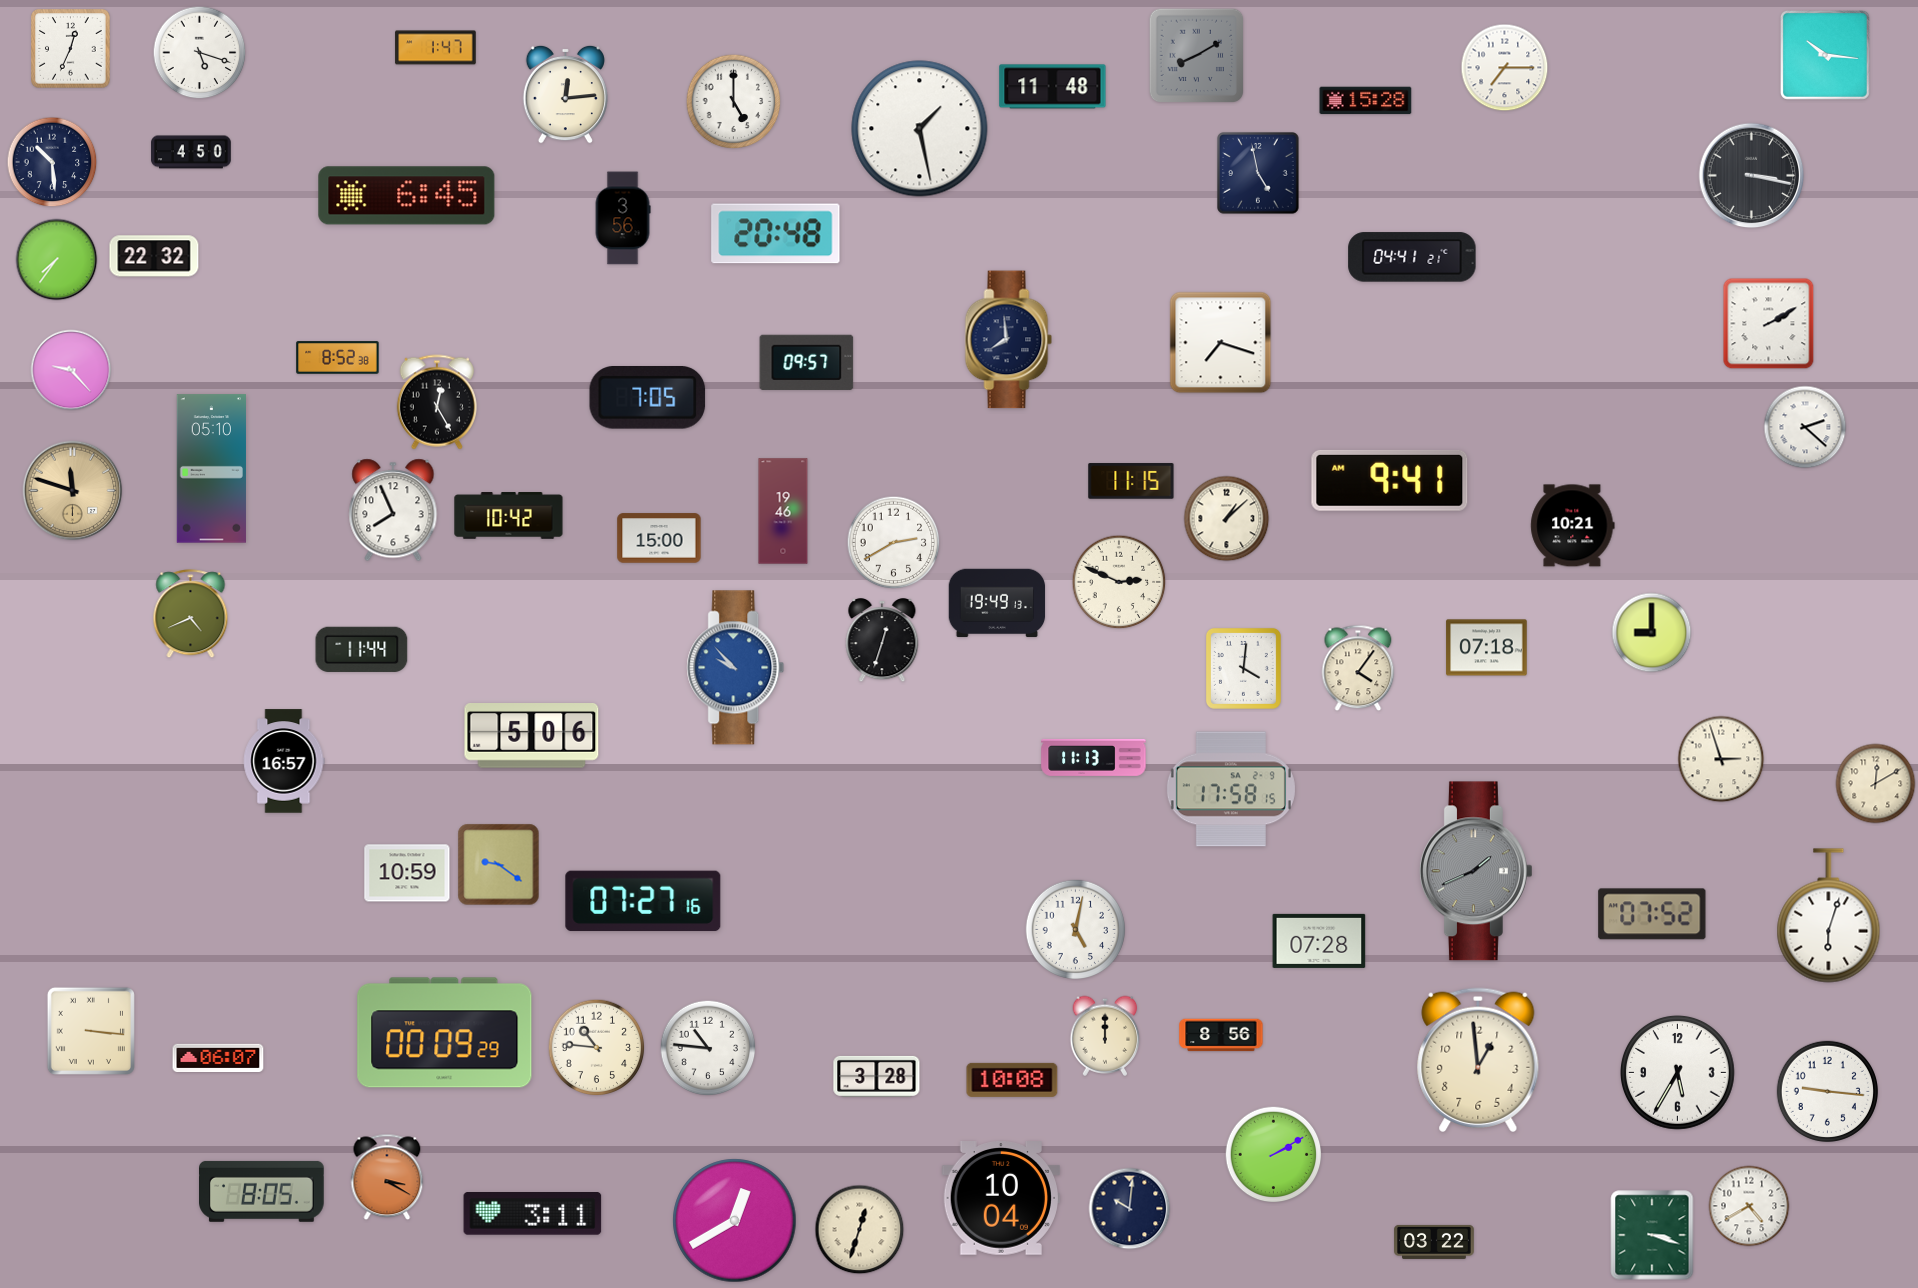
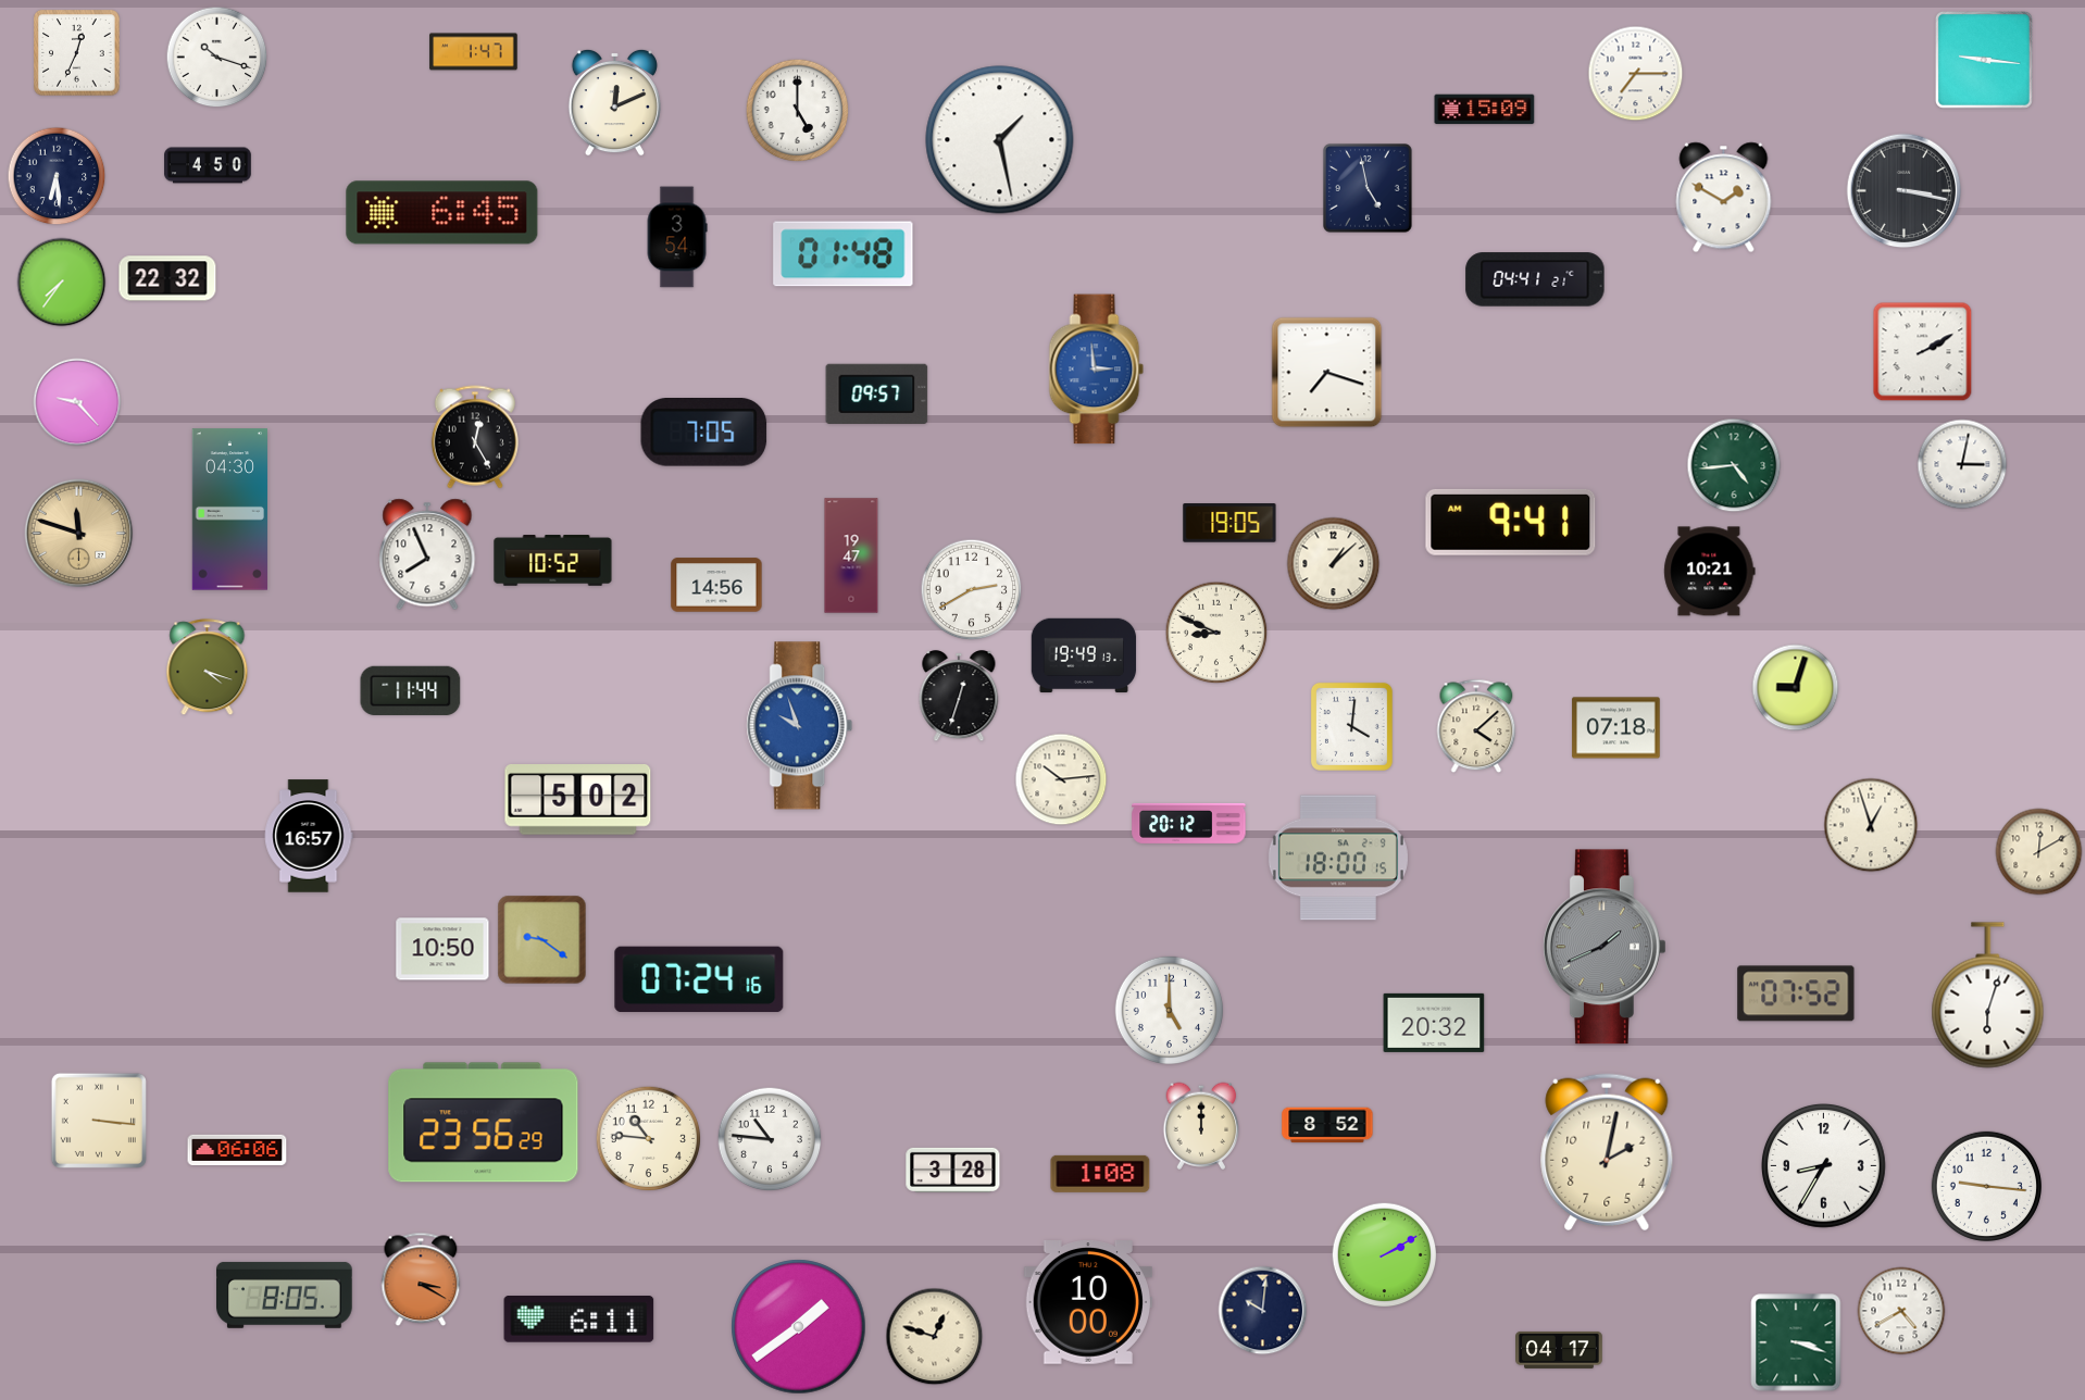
clock at (200, 53): 5:18 -> 10:18
clock at (1825, 55): 10:16 -> 9:16
clock at (1197, 56): 8:10 -> none
clock at (1053, 87): 11:48 -> none
clock at (565, 94): 12:14 -> 12:11
clock at (1366, 101): 15:28 -> 15:09
clock at (52, 162): 10:29 -> 6:29
clock at (1724, 198): none -> 1:50
clock at (623, 218): 3:56 -> 3:54
clock at (776, 234): 20:48 -> 01:48
clock at (1009, 340): 7:59 -> 2:59
clock at (1009, 340) dial: navy -> blue
clock at (338, 358): 8:52 -> none
clock at (1805, 427): 2:22 -> 3:02
clock at (1734, 465): none -> 4:44
clock at (211, 469): 05:10 -> 04:30
clock at (1131, 481): 11:15 -> 19:05
clock at (783, 511): 19:46 -> 19:47
clock at (509, 516): 10:42 -> 10:52
clock at (659, 538): 15:00 -> 14:56
clock at (1119, 582): 2:49 -> 8:49
clock at (191, 614): 4:41 -> 4:18
clock at (1652, 633): 9:00 -> 9:03
clock at (1487, 648) position: (1487, 648) -> (1616, 728)
clock at (362, 649) position: (362, 649) -> (411, 690)
clock at (736, 668): 9:53 -> 9:57
clock at (1358, 668): 4:06 -> 4:08
clock at (1061, 779): none -> 10:14
clock at (532, 736): 5:06 -> 5:02
clock at (1094, 757): 11:13 -> 20:12
clock at (1721, 759): 2:57 -> 12:57
clock at (284, 761) position: (284, 761) -> (309, 836)
clock at (1231, 789): 17:58 -> 18:00
clock at (407, 873): 10:59 -> 10:50
clock at (643, 901): 07:27 -> 07:24
clock at (1075, 929): 5:02 -> 5:00
clock at (1319, 941): 07:28 -> 20:32
clock at (445, 1033): 00:09 -> 23:56
clock at (1221, 1035): 8:56 -> 8:52
clock at (218, 1057): 06:07 -> 06:06
clock at (1478, 1060): 12:59 -> 2:02
clock at (1678, 1073): 5:35 -> 8:35
clock at (1012, 1080): 10:08 -> 1:08
clock at (1000, 1199): 10:04 -> 10:00
clock at (1130, 1209) position: (1130, 1209) -> (1263, 1311)
clock at (533, 1214): 3:11 -> 6:11
clock at (735, 1221): 12:40 -> 1:39
clock at (860, 1230): 12:33 -> 12:48
clock at (1434, 1242): 03:22 -> 04:17
